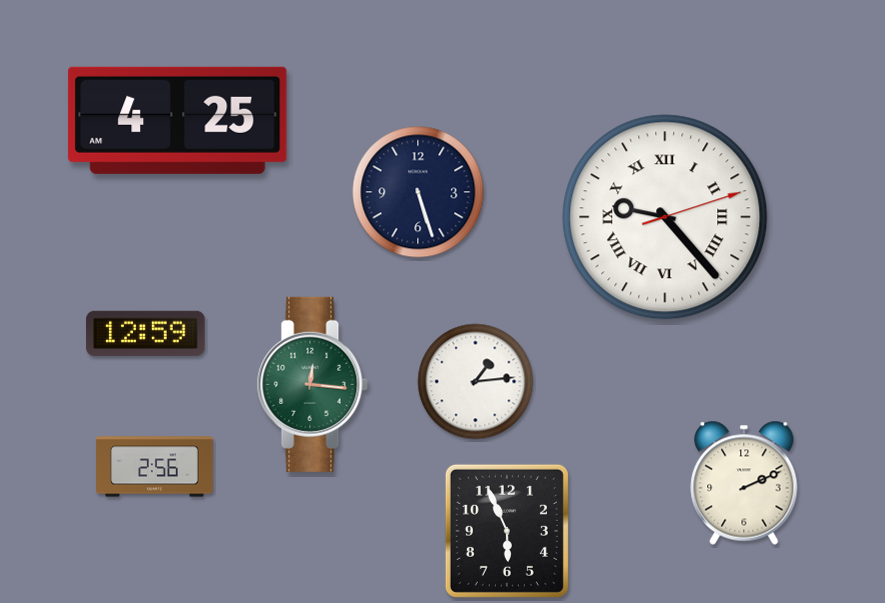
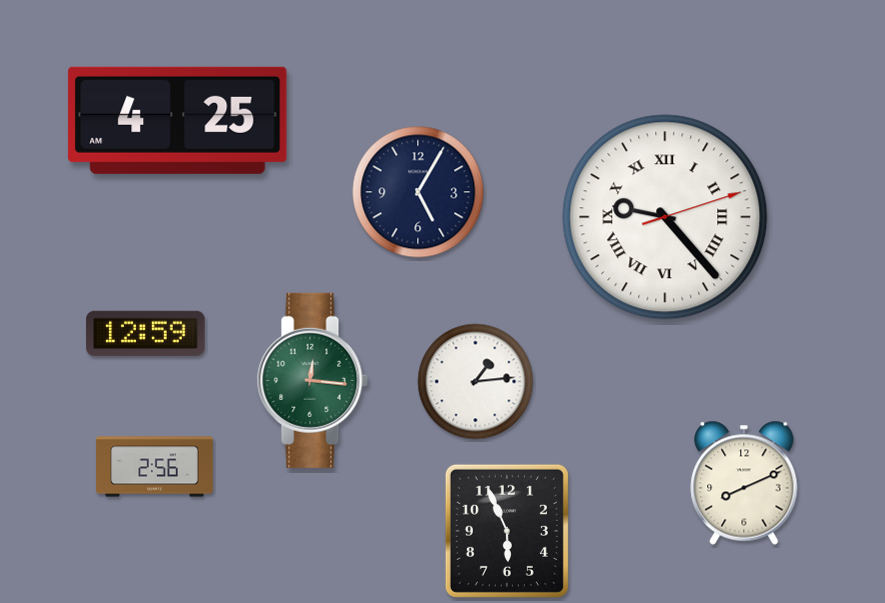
clock at (418, 192): 5:27 -> 5:05
clock at (312, 384) position: (312, 384) -> (312, 380)
clock at (744, 483): 2:11 -> 8:11
